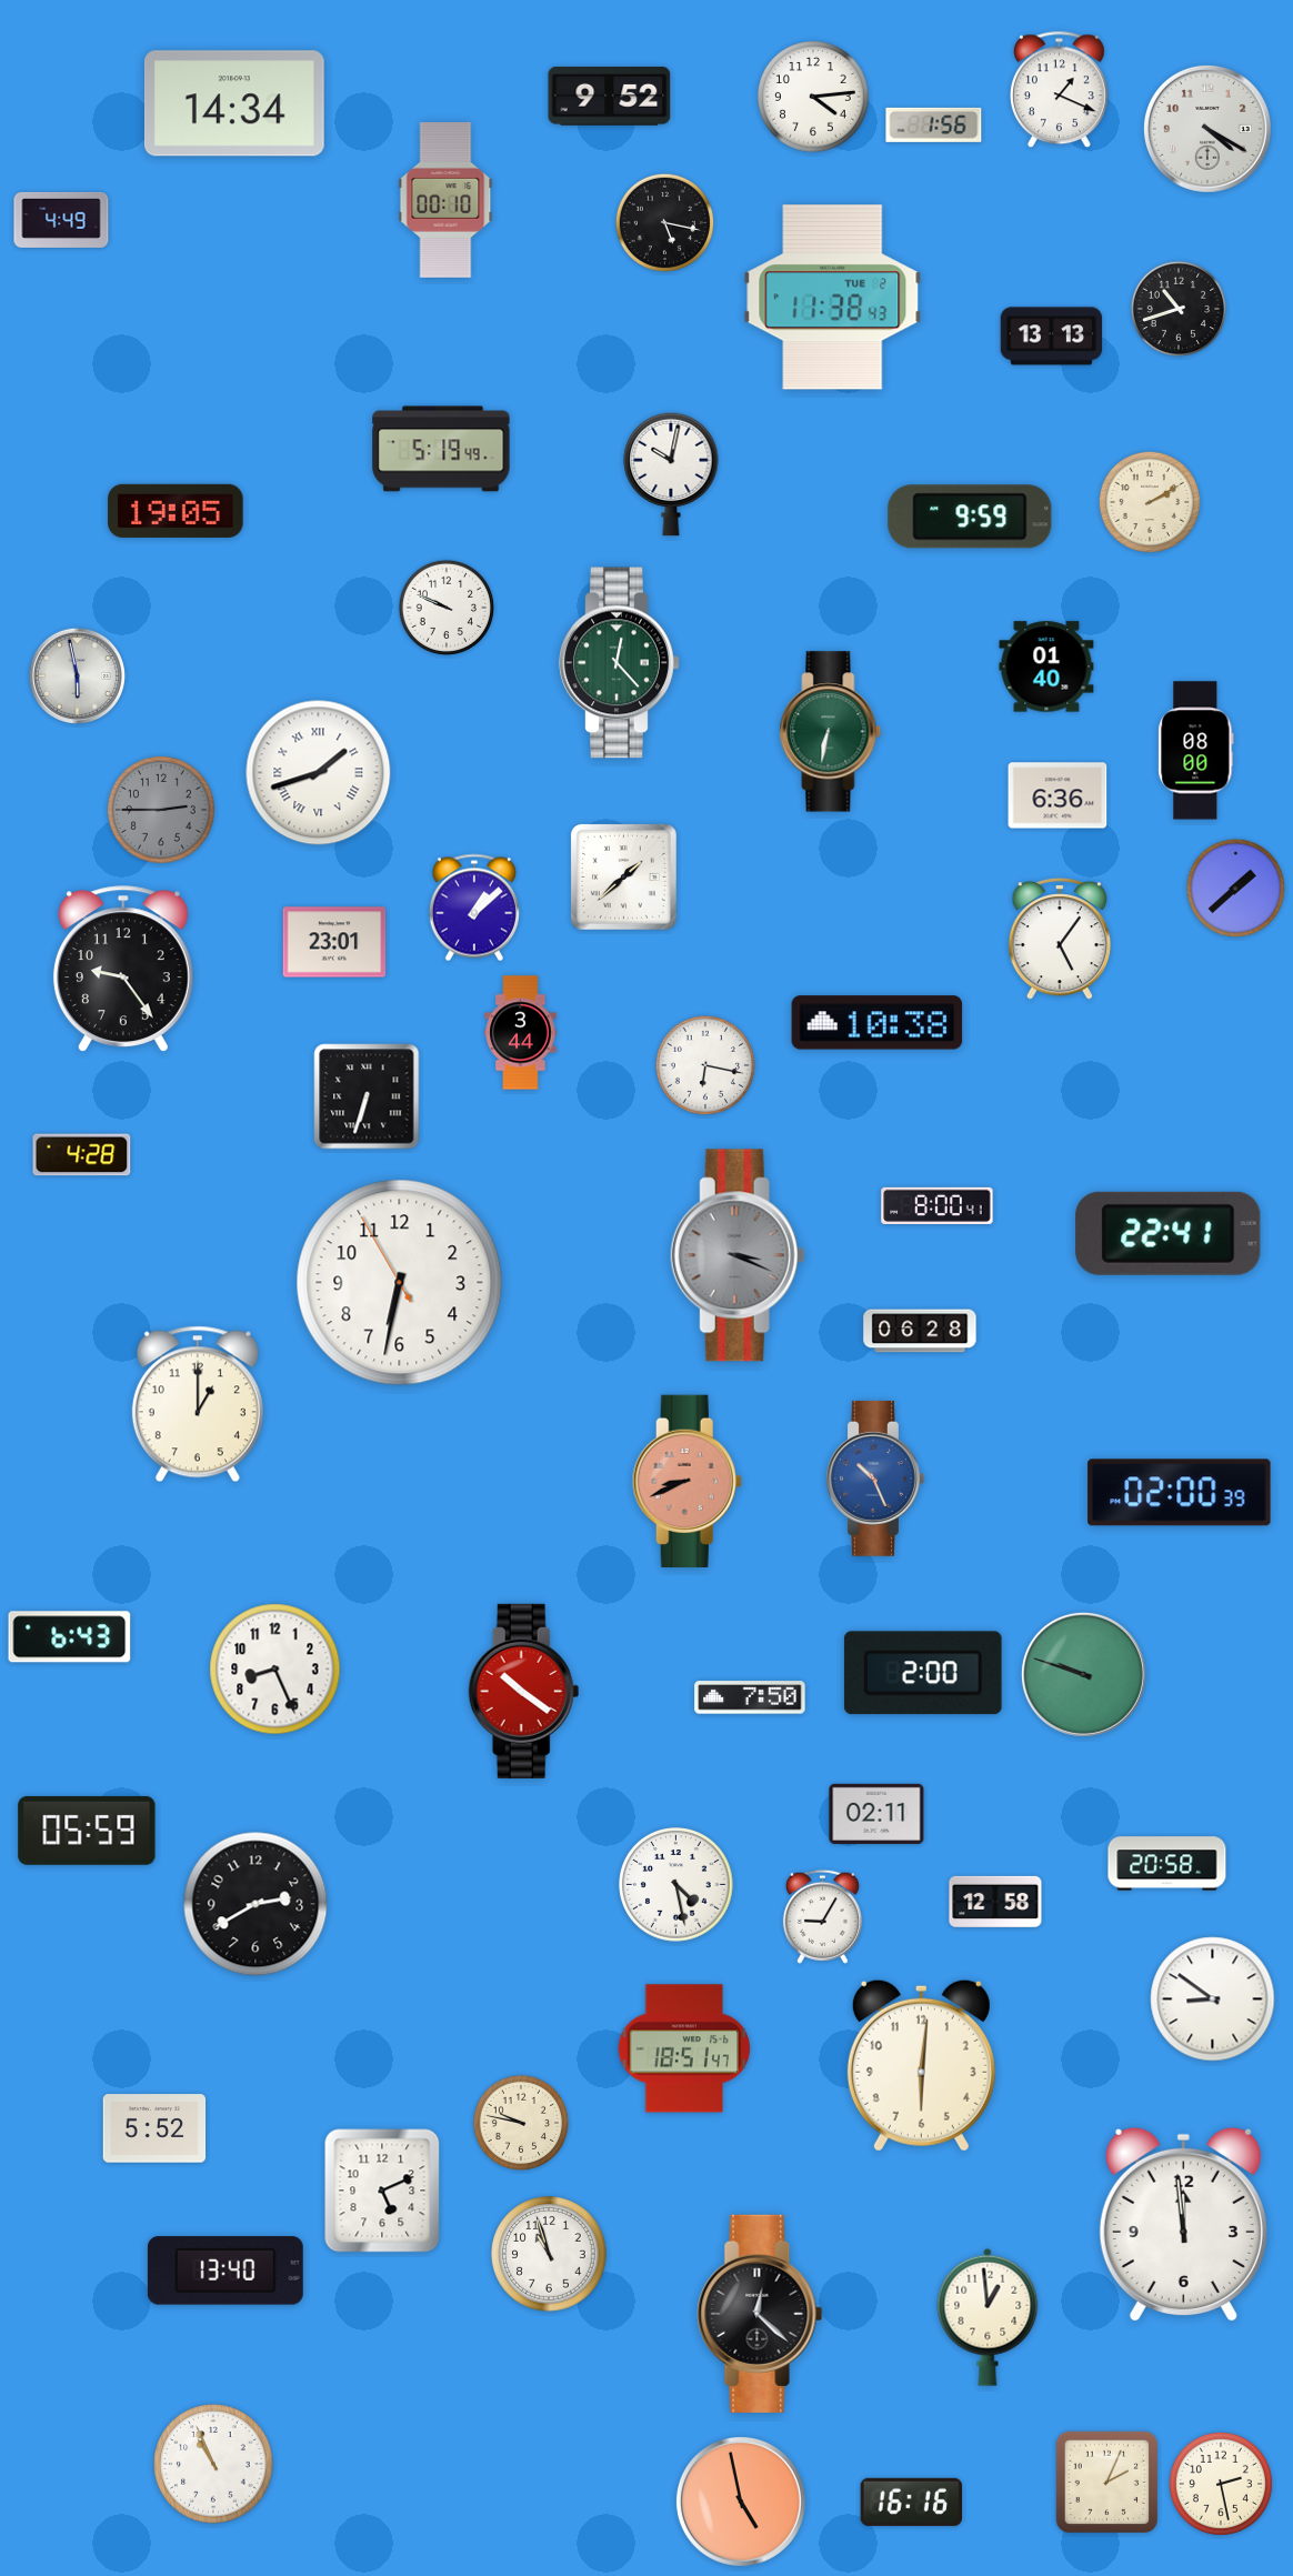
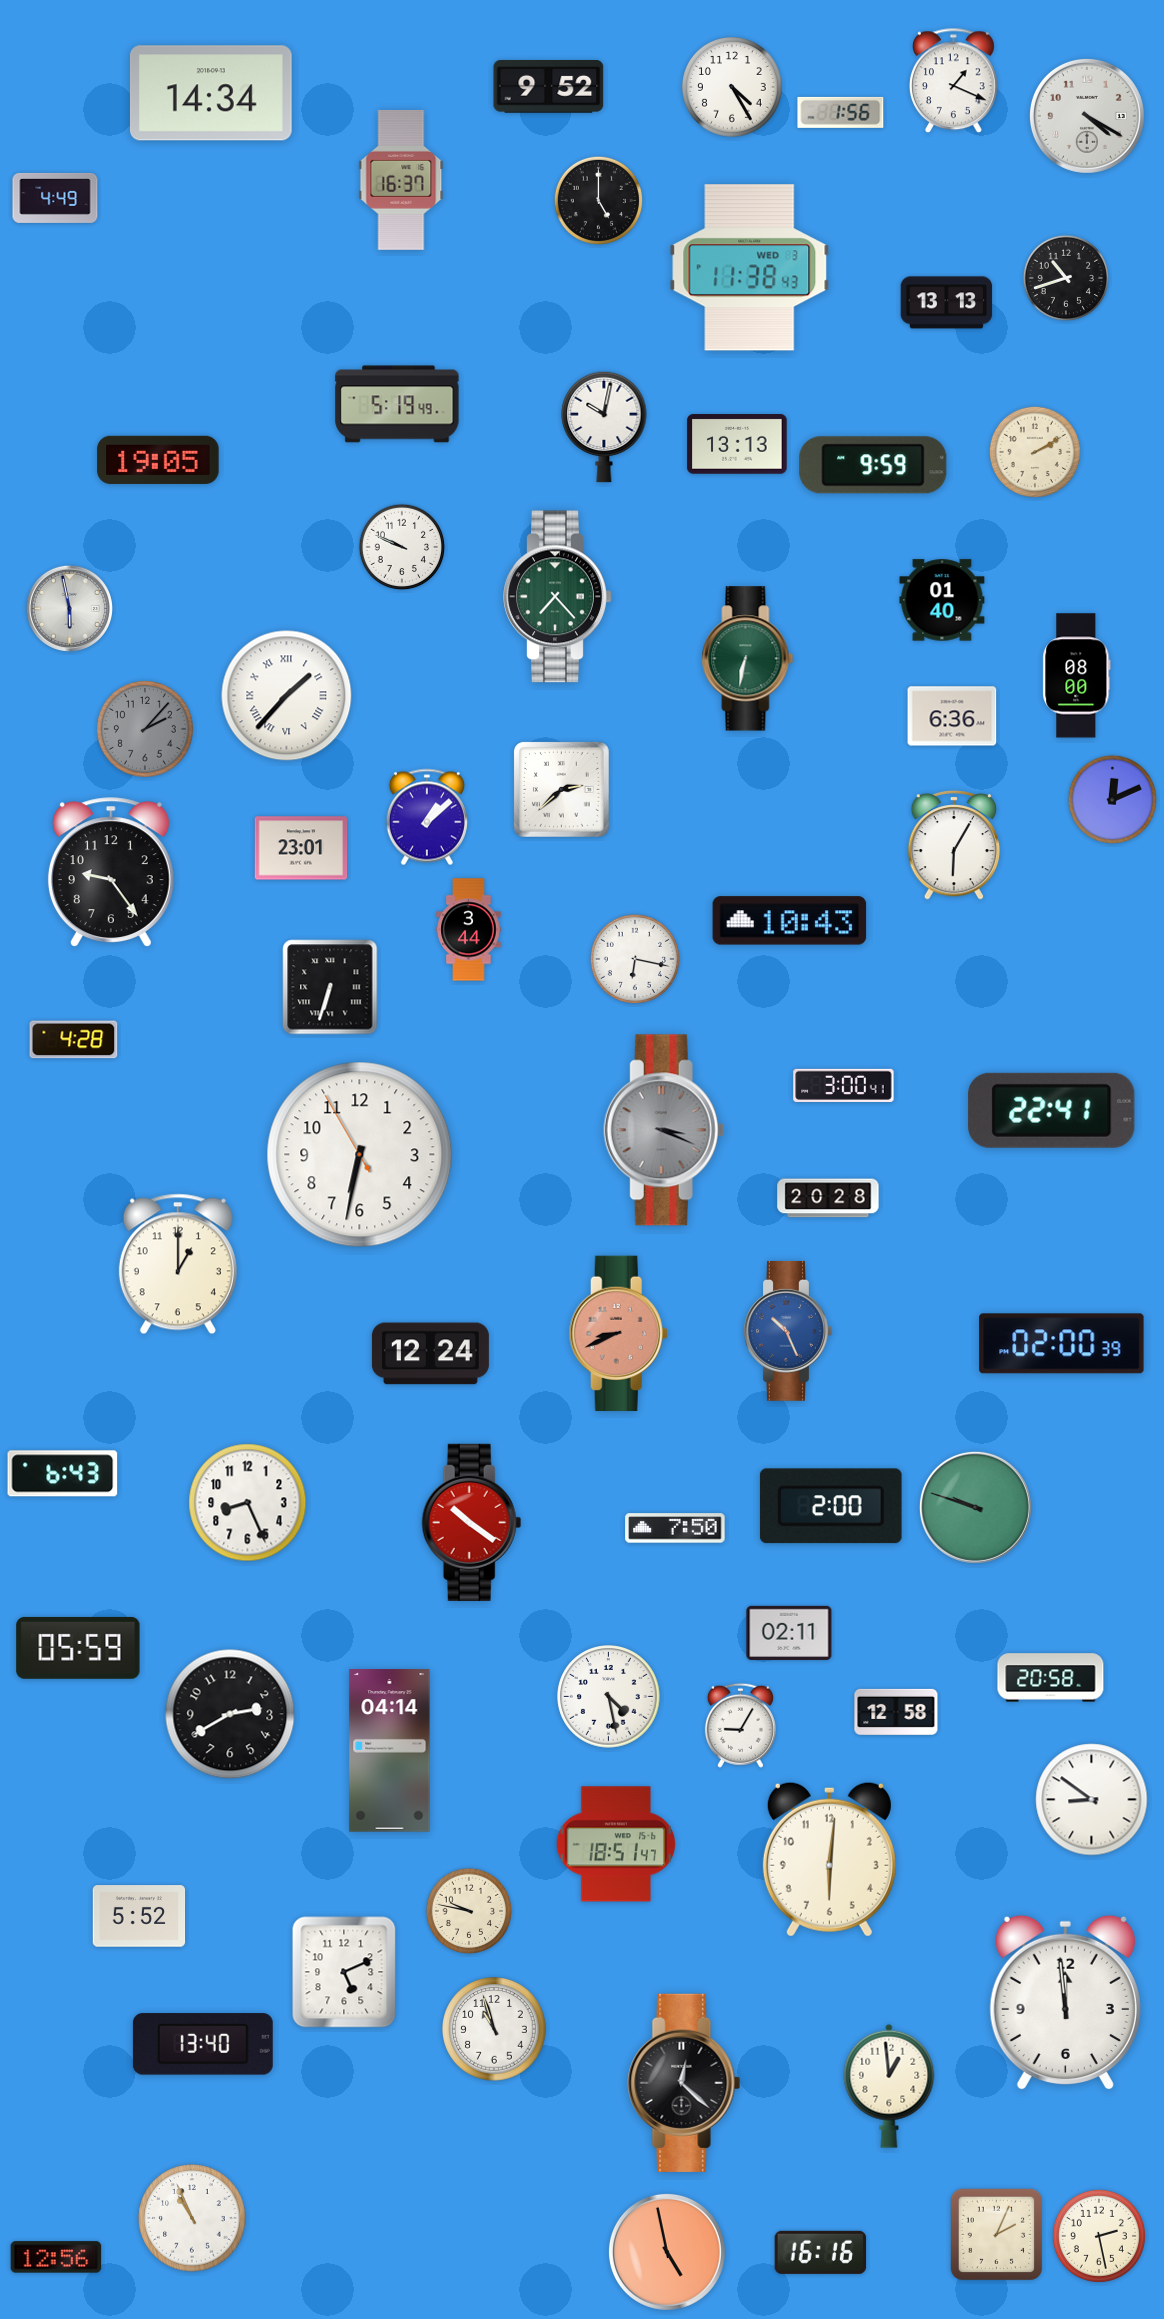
clock at (814, 98): 4:14 -> 4:25
clock at (445, 200): 00:10 -> 16:37
clock at (664, 222): 5:17 -> 5:00
clock at (833, 298) date: TUE 2 -> WED 3
clock at (1179, 309) position: (1179, 309) -> (1066, 278)
clock at (737, 444): none -> 13:13
clock at (620, 663): 12:23 -> 7:23
clock at (319, 773): 1:42 -> 1:37
clock at (161, 810): 2:45 -> 2:07
clock at (624, 878): 1:38 -> 2:38
clock at (1235, 888): 1:38 -> 12:11
clock at (1060, 939): 5:06 -> 6:05
clock at (878, 1023): 10:38 -> 10:43
clock at (938, 1205): 8:00 -> 3:00
clock at (920, 1331): 06:28 -> 20:28
clock at (430, 1354): none -> 12:24
clock at (390, 1751): none -> 04:14
clock at (56, 2257): none -> 12:56
